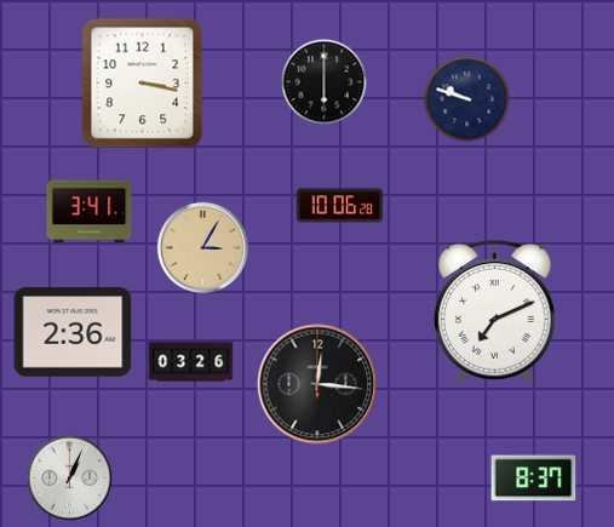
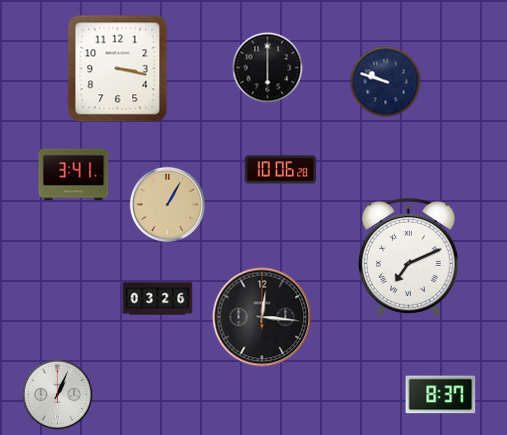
clock at (202, 247): 3:05 -> 1:05
clock at (73, 332): 2:36 -> none
